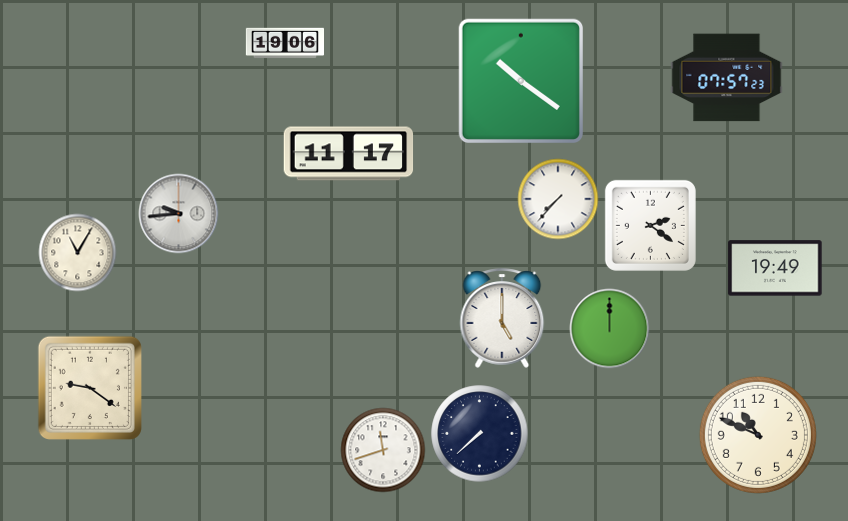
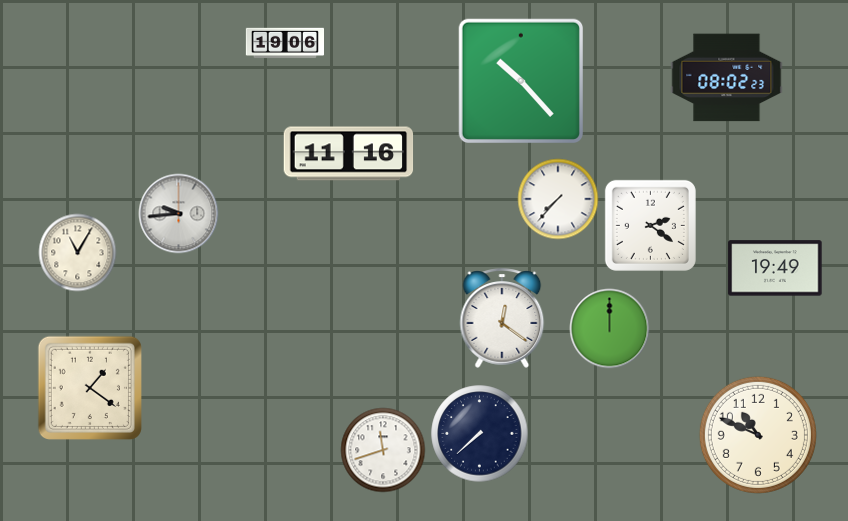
clock at (727, 78): 07:57 -> 08:02
clock at (520, 80): 10:21 -> 10:23
clock at (349, 154): 11:17 -> 11:16
clock at (502, 318): 5:00 -> 12:21
clock at (90, 388): 9:21 -> 1:21
